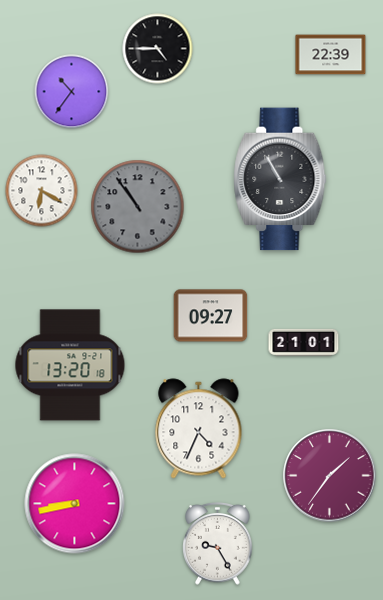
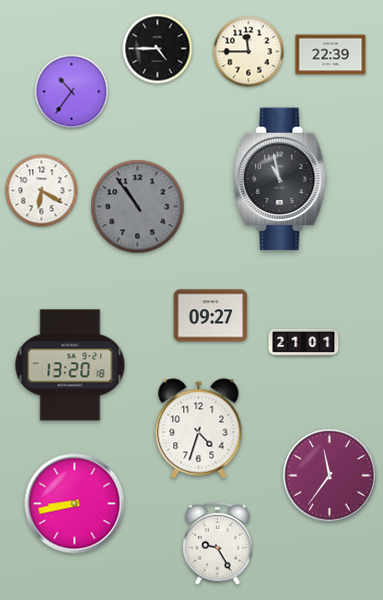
clock at (249, 52): none -> 11:45
clock at (280, 179): 10:55 -> 10:58
clock at (199, 429): 4:34 -> 4:33
clock at (330, 476): 1:36 -> 11:36
